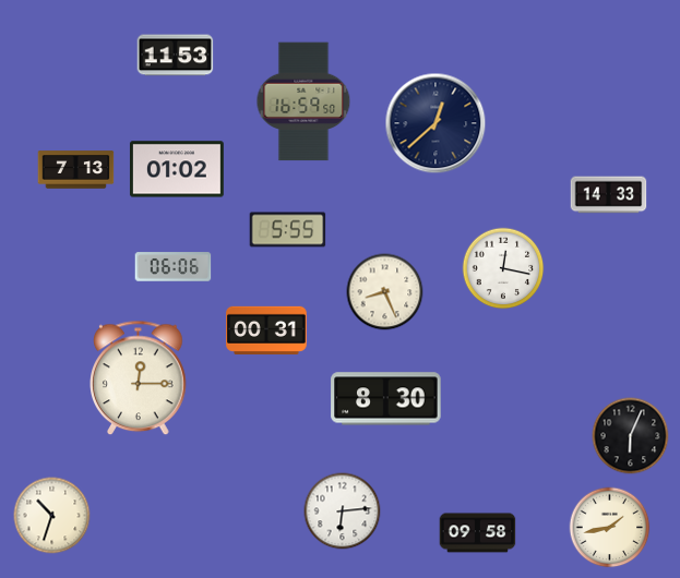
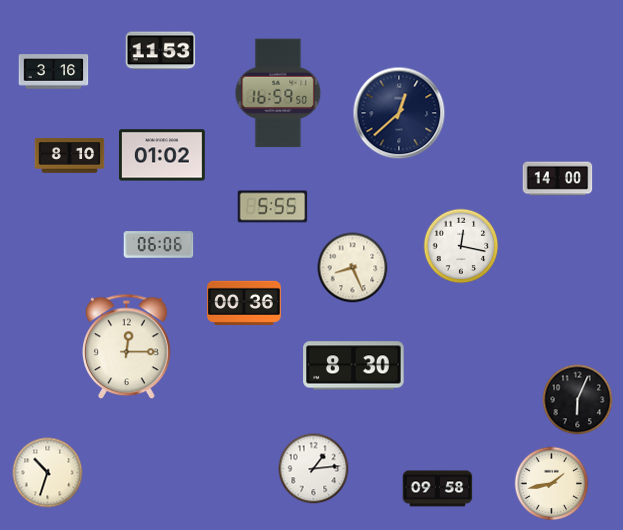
clock at (54, 72): none -> 3:16
clock at (76, 170): 7:13 -> 8:10
clock at (609, 195): 14:33 -> 14:00
clock at (288, 230) position: (288, 230) -> (273, 207)
clock at (266, 330): 00:31 -> 00:36
clock at (343, 511): 6:14 -> 1:14
clock at (610, 528) position: (610, 528) -> (552, 484)
